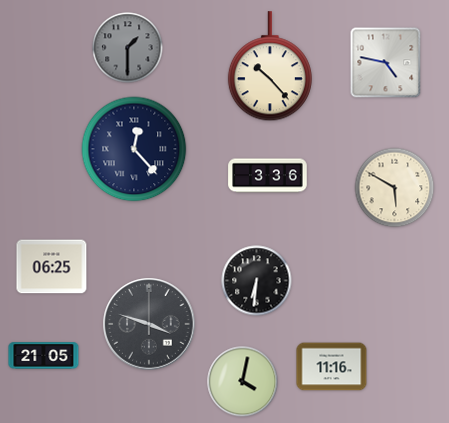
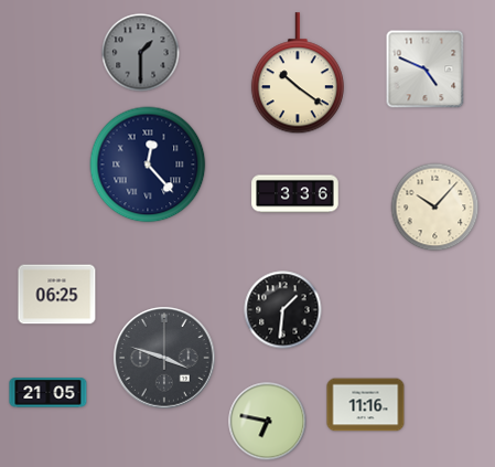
clock at (386, 63): 4:47 -> 4:49
clock at (270, 67): 10:23 -> 10:21
clock at (395, 188): 5:50 -> 10:07
clock at (257, 281): 6:31 -> 1:31
clock at (243, 382): 4:02 -> 6:47
